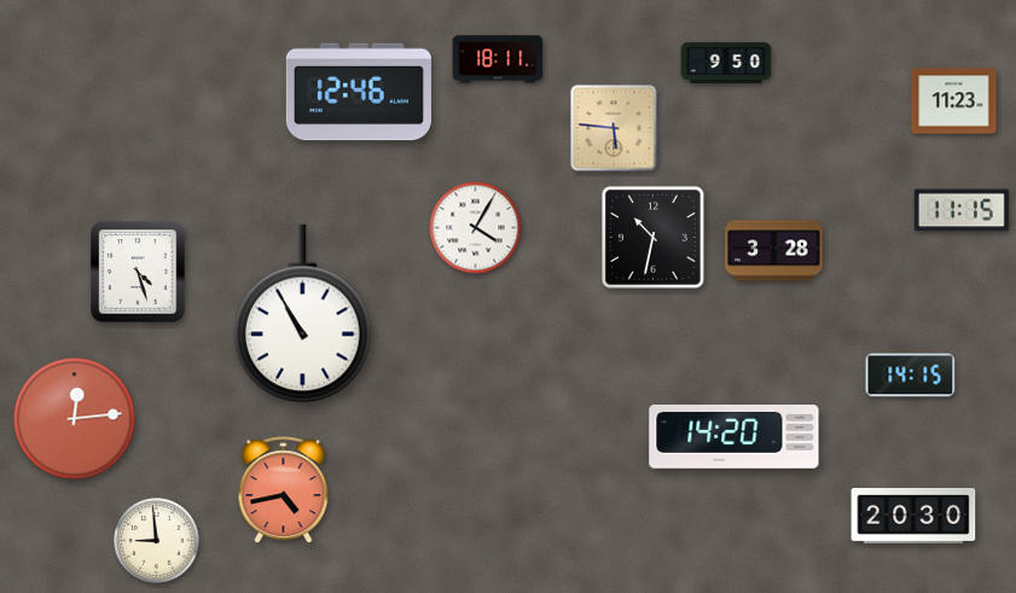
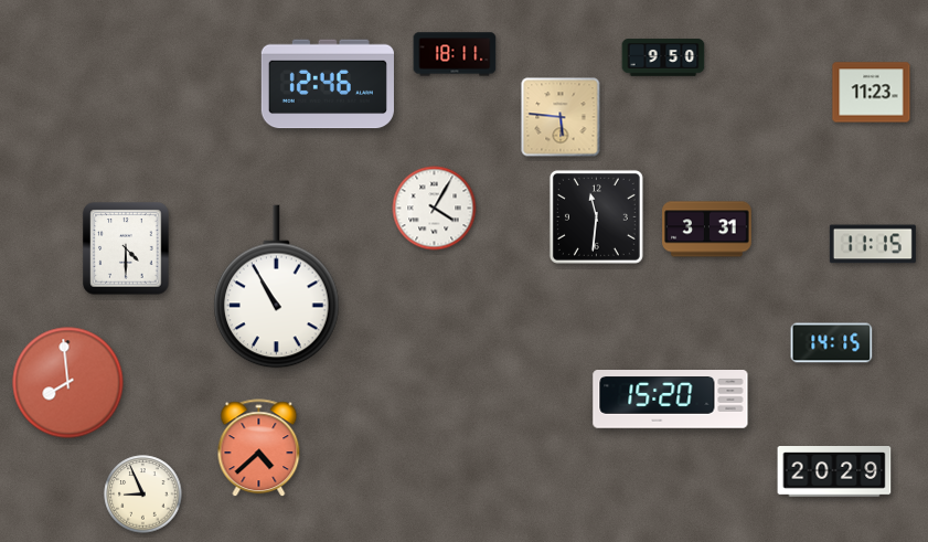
clock at (962, 210) position: (962, 210) -> (873, 244)
clock at (652, 237): 10:32 -> 11:31
clock at (774, 251): 3:28 -> 3:31
clock at (138, 272): 4:27 -> 4:30
clock at (75, 419): 12:14 -> 7:59
clock at (735, 437): 14:20 -> 15:20
clock at (284, 490): 4:43 -> 4:38
clock at (913, 517): 20:30 -> 20:29
clock at (157, 541): 8:59 -> 8:56
